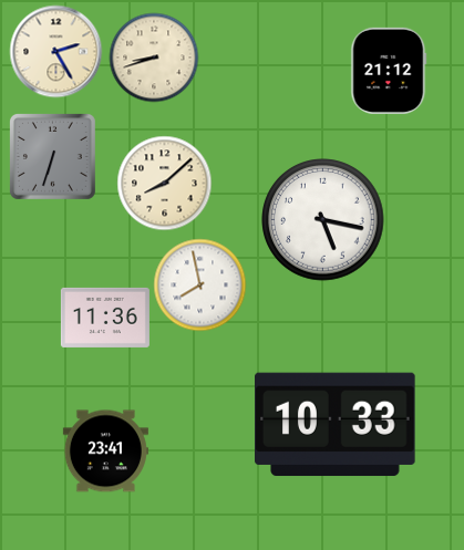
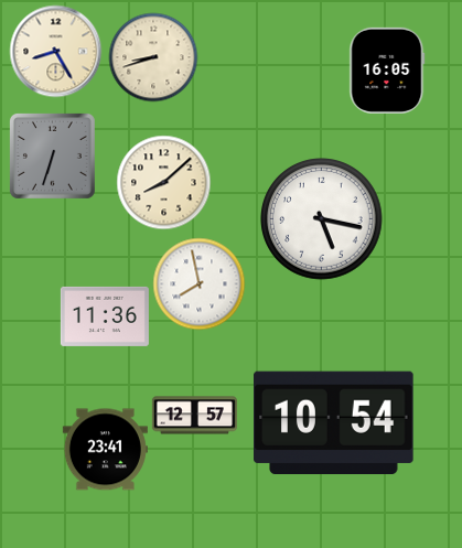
clock at (55, 51): 2:25 -> 8:25
clock at (389, 71): 21:12 -> 16:05
clock at (194, 416): none -> 12:57
clock at (336, 425): 10:33 -> 10:54
